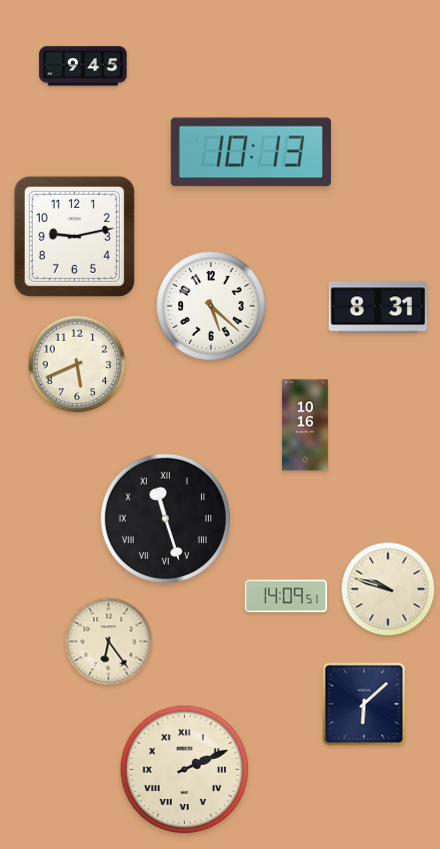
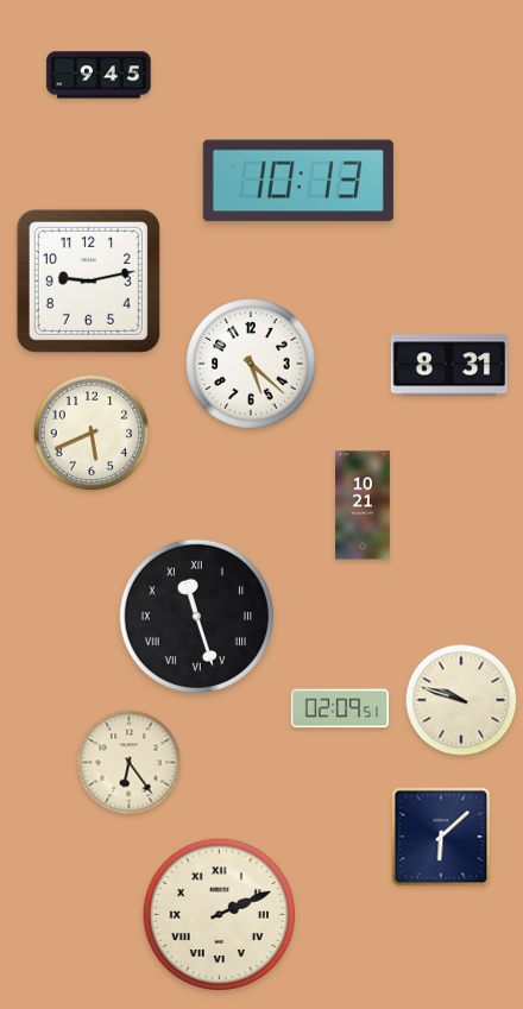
clock at (83, 66) position: (83, 66) -> (99, 75)
clock at (306, 425): 10:16 -> 10:21
clock at (286, 596): 14:09 -> 02:09
clock at (364, 704) position: (364, 704) -> (441, 837)
